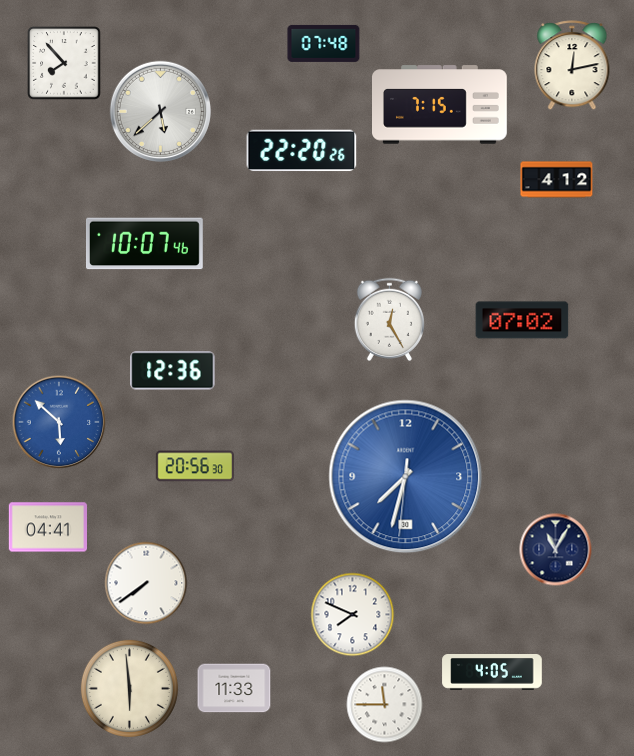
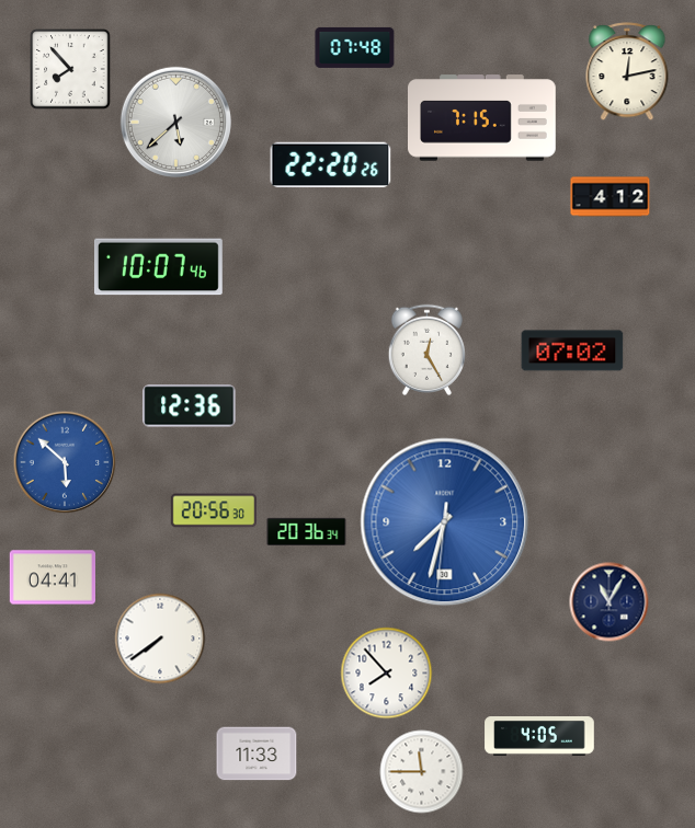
clock at (440, 105) position: (440, 105) -> (482, 118)
clock at (307, 531): none -> 20:36
clock at (353, 615): 7:49 -> 7:53
clock at (129, 688): 5:59 -> none
